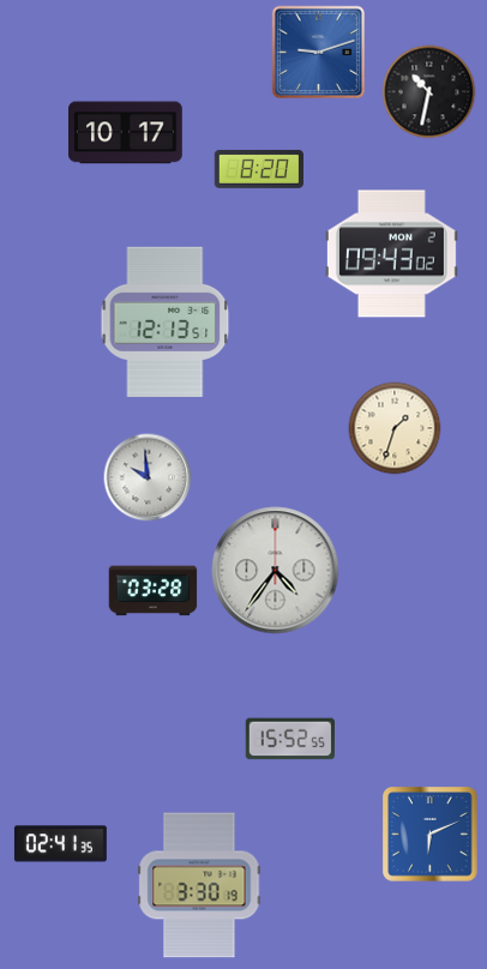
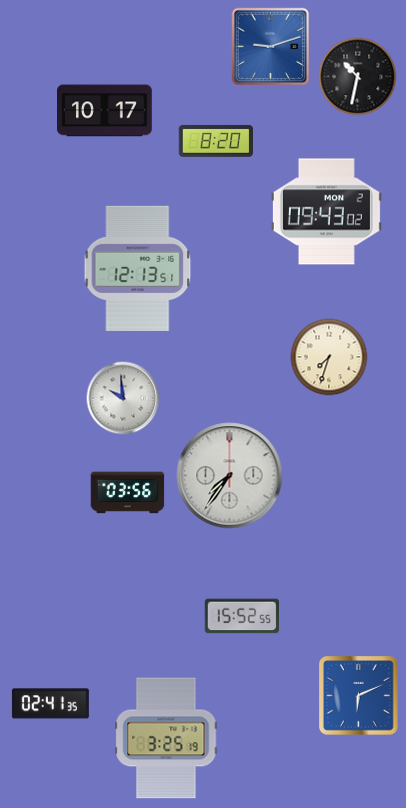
clock at (318, 52) position: (318, 52) -> (270, 46)
clock at (395, 428): 1:33 -> 7:33
clock at (276, 571): 4:36 -> 7:36
clock at (154, 591): 03:28 -> 03:56
clock at (199, 885): 3:30 -> 3:25
